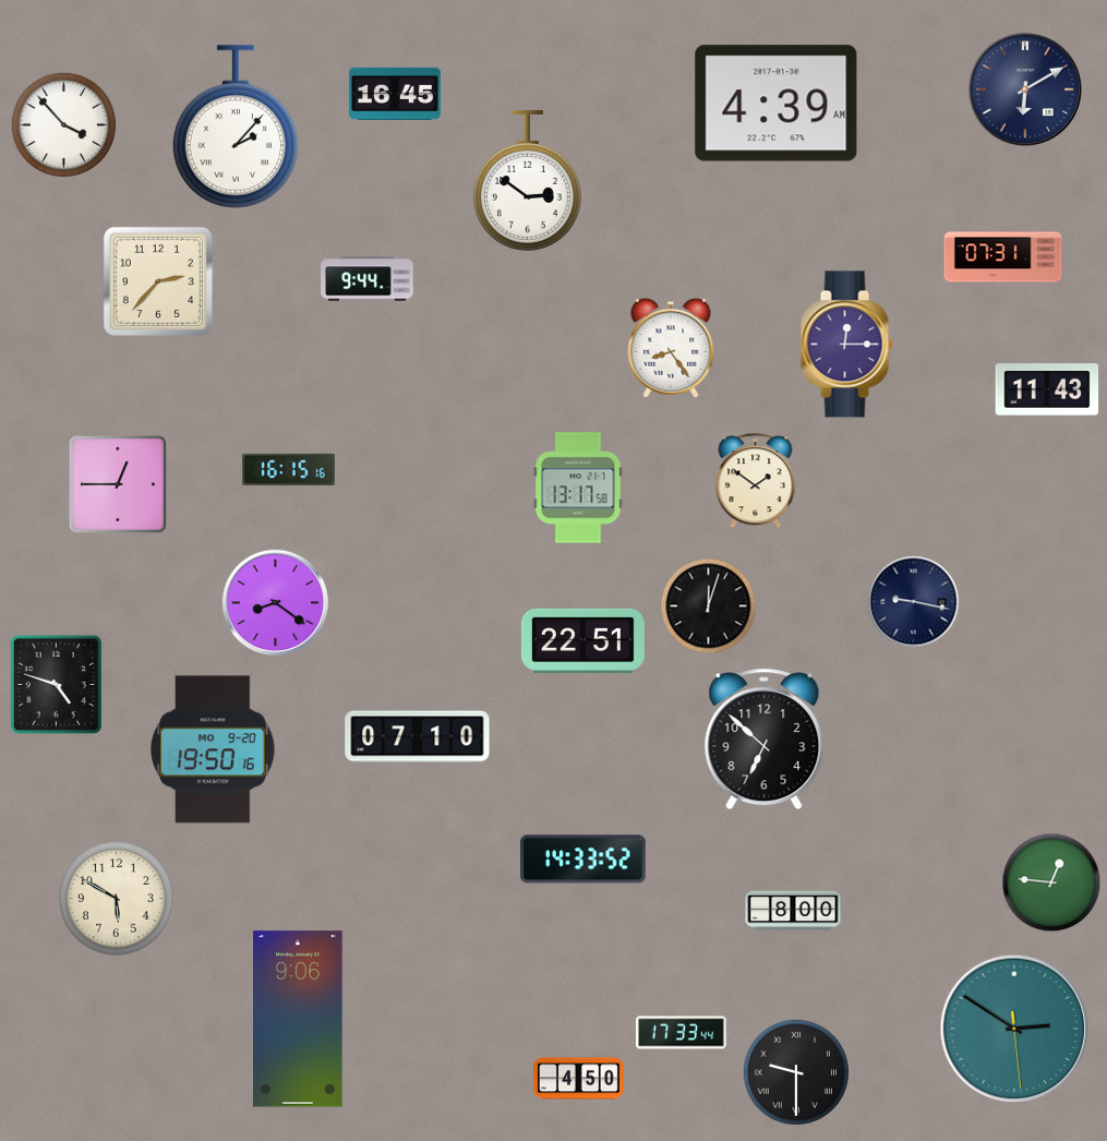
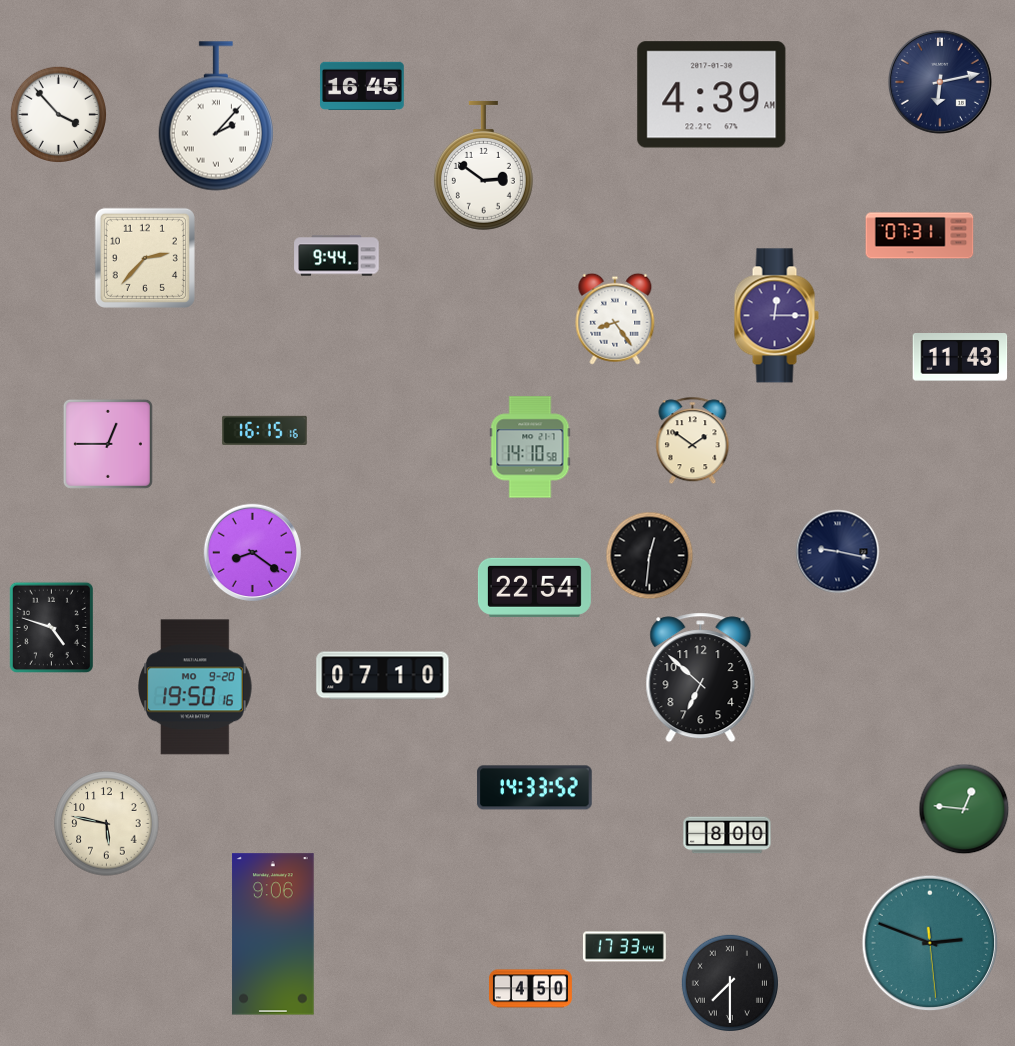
clock at (1025, 89): 6:10 -> 6:13
clock at (578, 488): 13:17 -> 14:10
clock at (709, 606): 12:03 -> 12:31
clock at (582, 640): 22:51 -> 22:54
clock at (117, 899): 5:50 -> 5:47
clock at (1014, 1029): 2:50 -> 2:48
clock at (796, 1072): 9:30 -> 7:30
